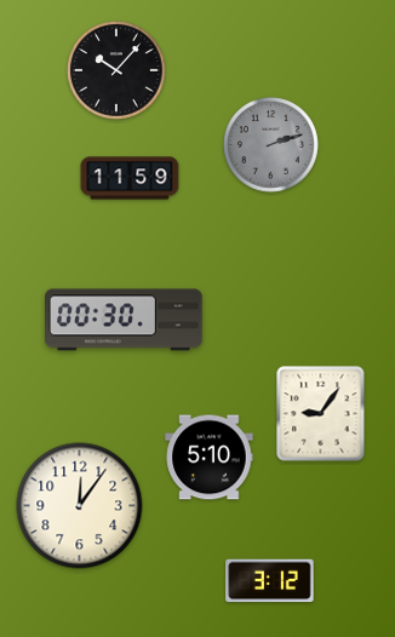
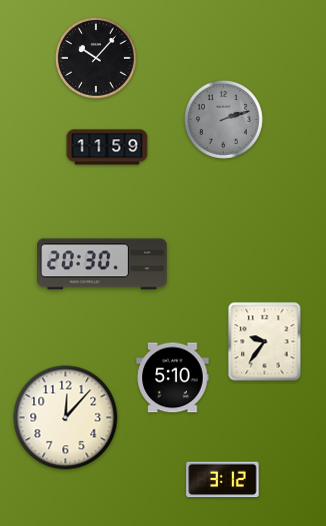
clock at (125, 320): 00:30 -> 20:30
clock at (321, 414): 9:06 -> 9:36
clock at (80, 506): 12:06 -> 12:07
